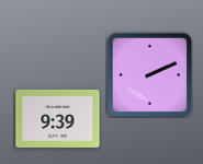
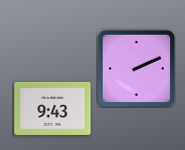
clock at (58, 118): 9:39 -> 9:43
